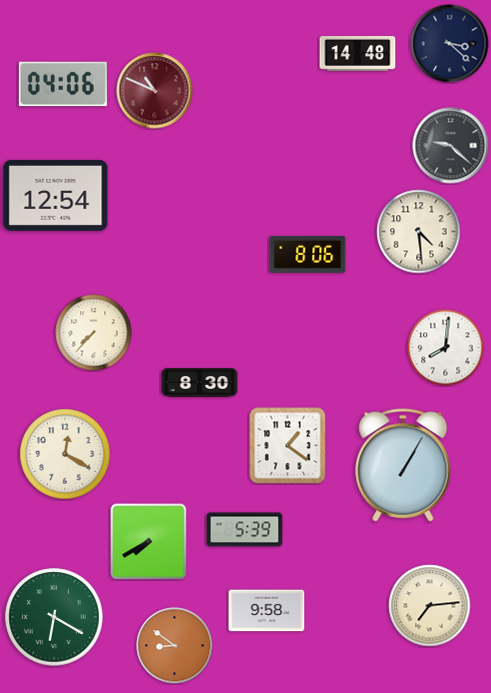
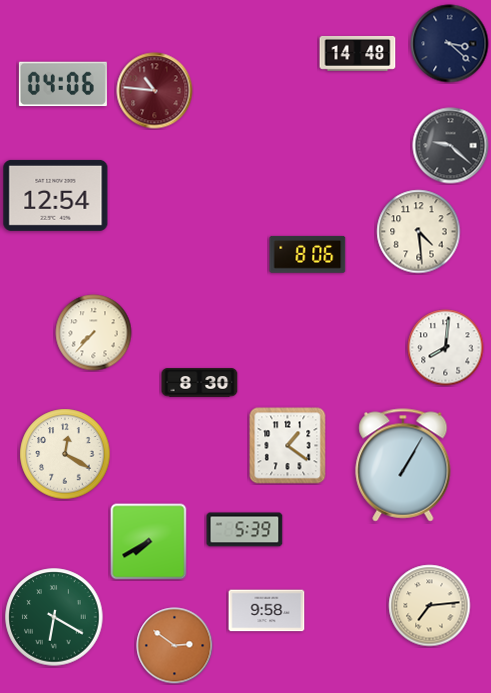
clock at (155, 91): 10:49 -> 10:46
clock at (175, 646): 8:51 -> 2:51
